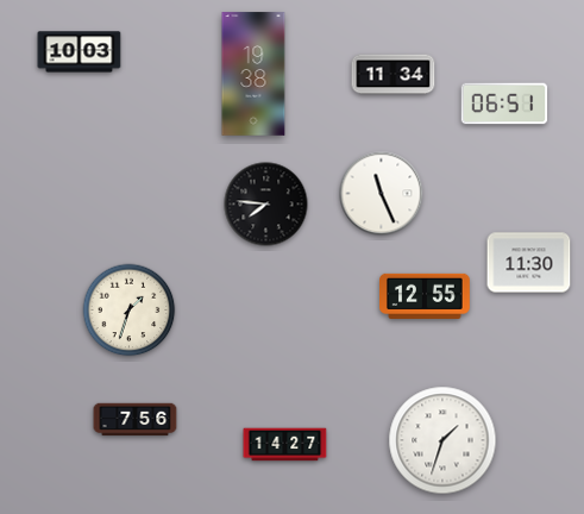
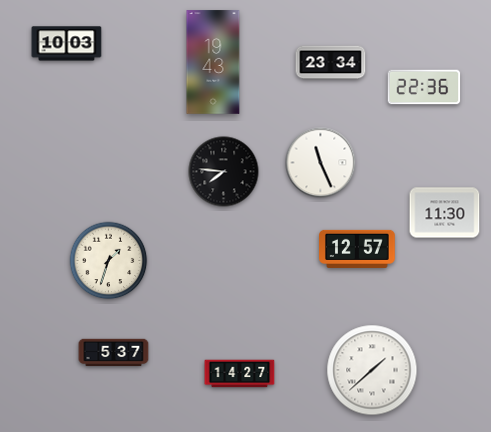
clock at (253, 74): 19:38 -> 19:43
clock at (394, 75): 11:34 -> 23:34
clock at (504, 104): 06:51 -> 22:36
clock at (529, 263) position: (529, 263) -> (445, 213)
clock at (426, 296): 12:55 -> 12:57
clock at (136, 420): 7:56 -> 5:37
clock at (442, 440): 1:33 -> 1:38
